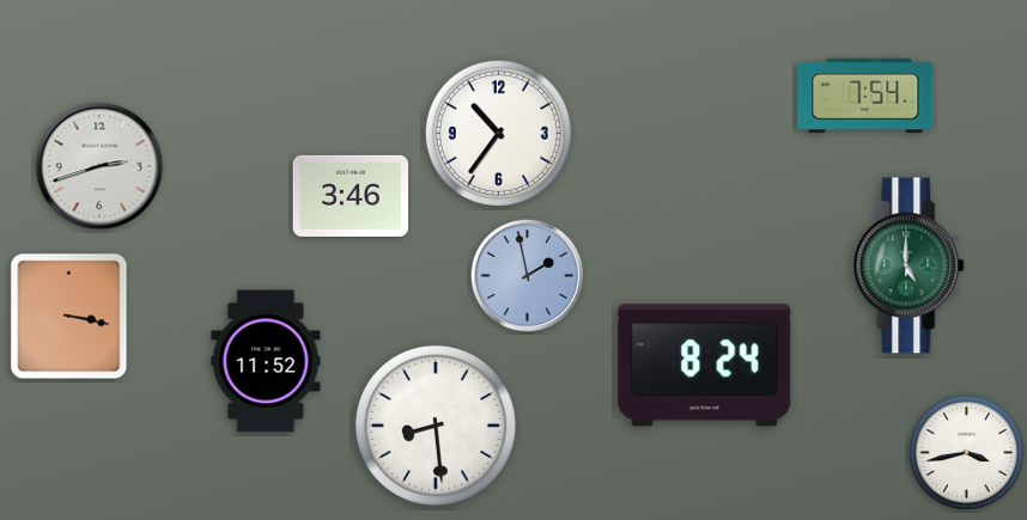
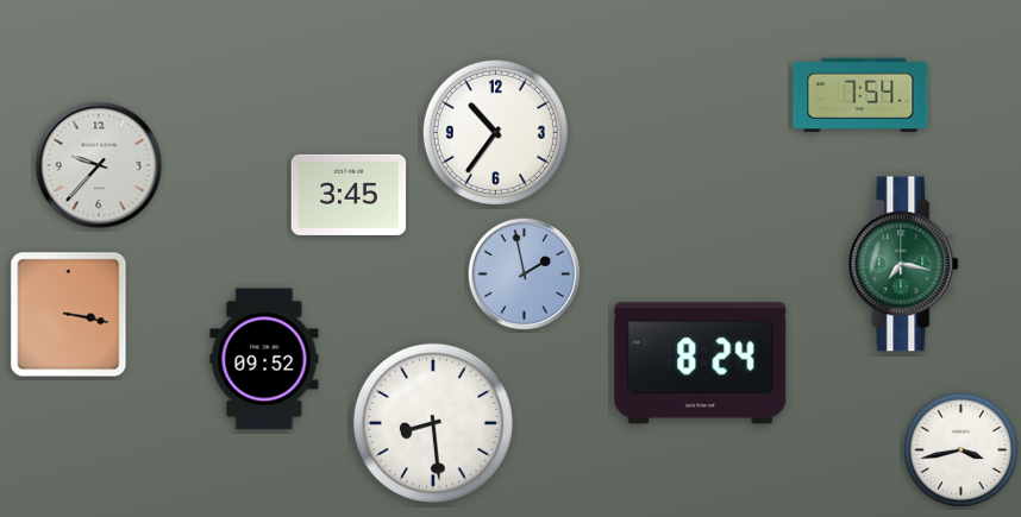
clock at (99, 166): 2:42 -> 9:37
clock at (351, 196): 3:46 -> 3:45
clock at (908, 265): 5:00 -> 7:17
clock at (266, 361): 11:52 -> 09:52
